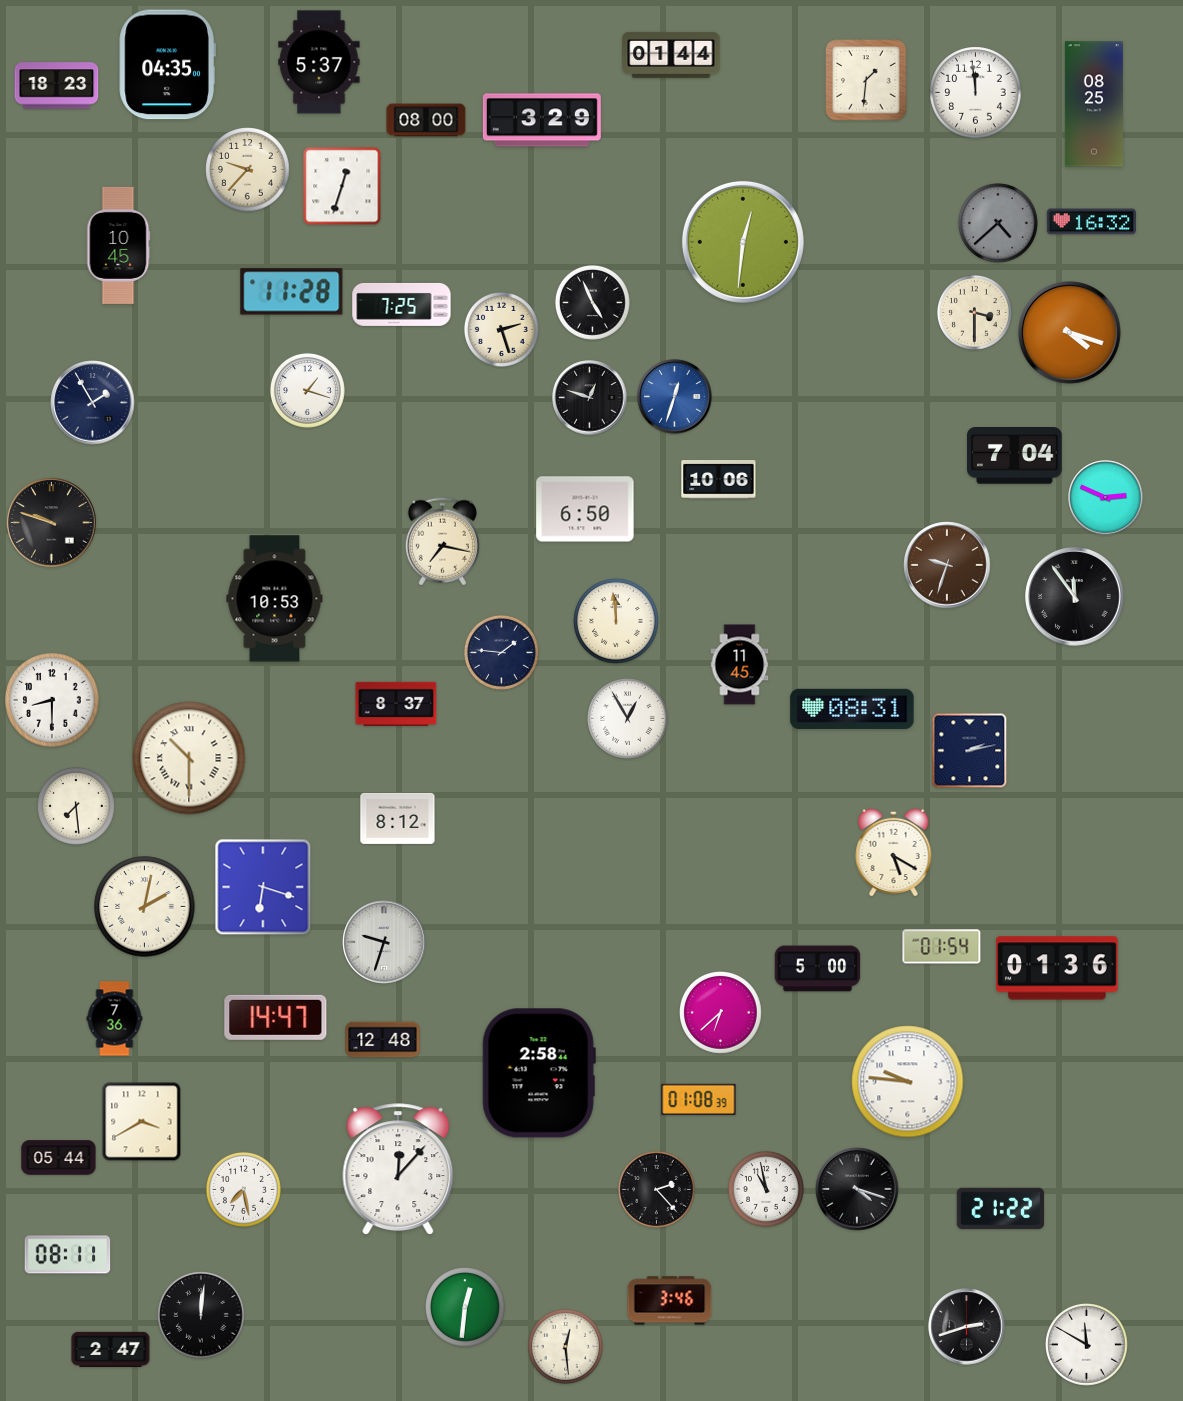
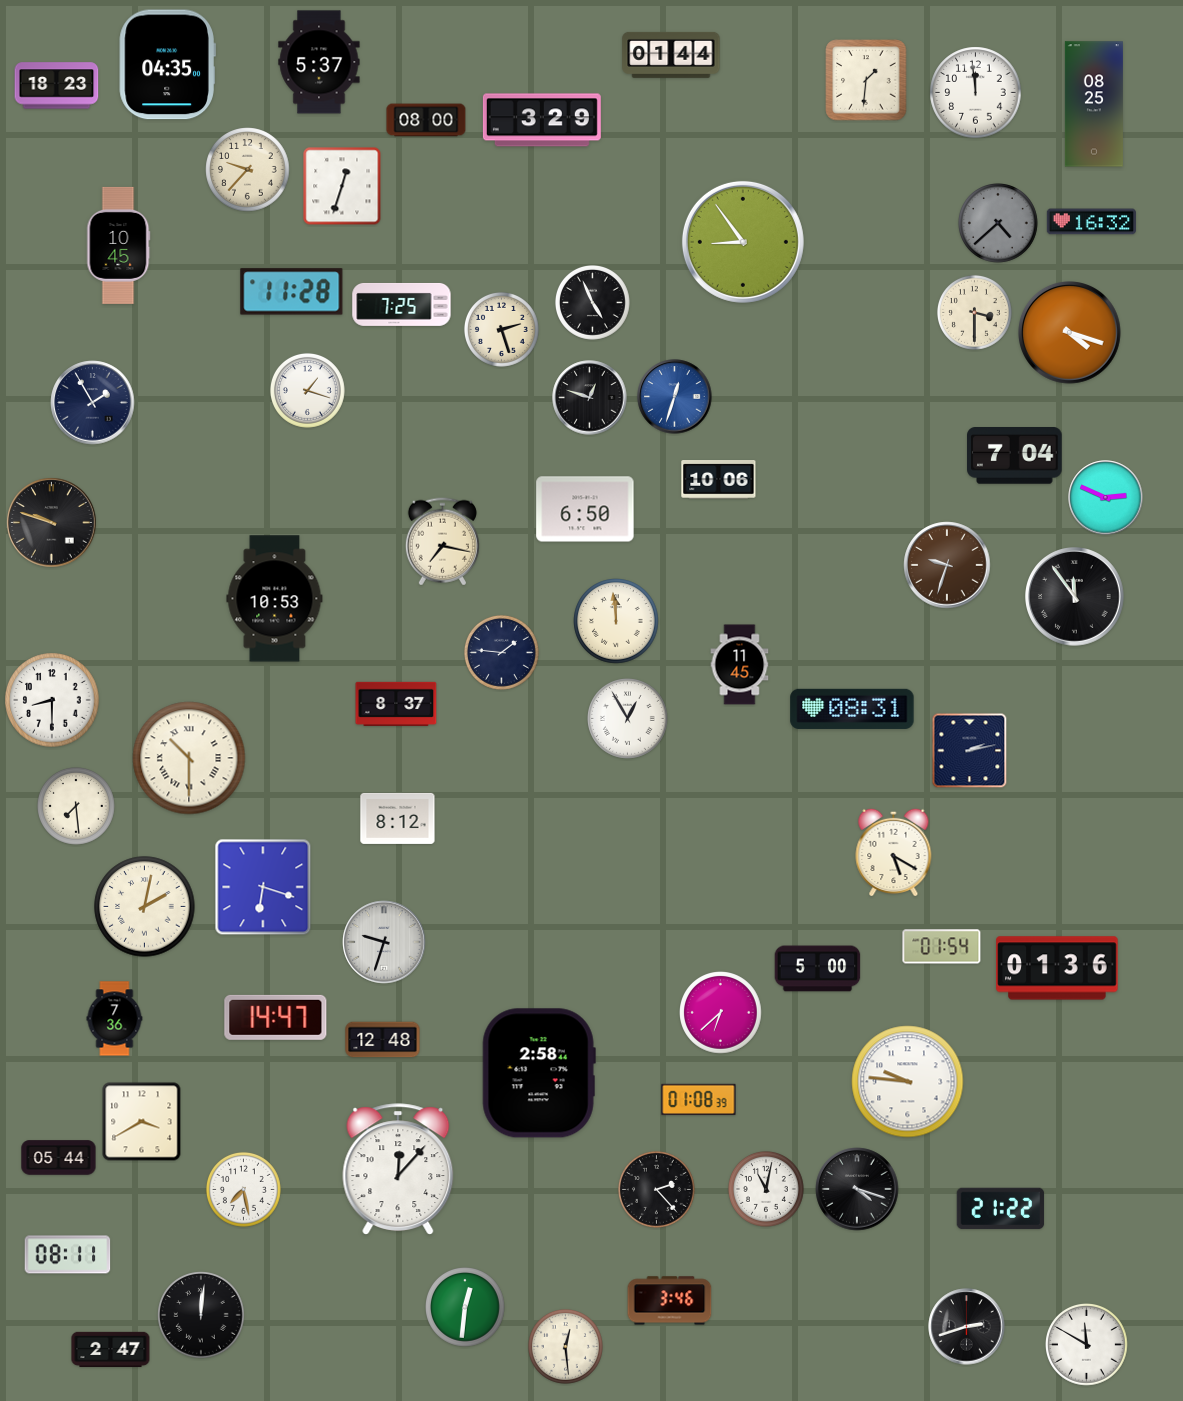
clock at (743, 242): 12:31 -> 8:54
clock at (766, 1189): 10:58 -> 11:02
